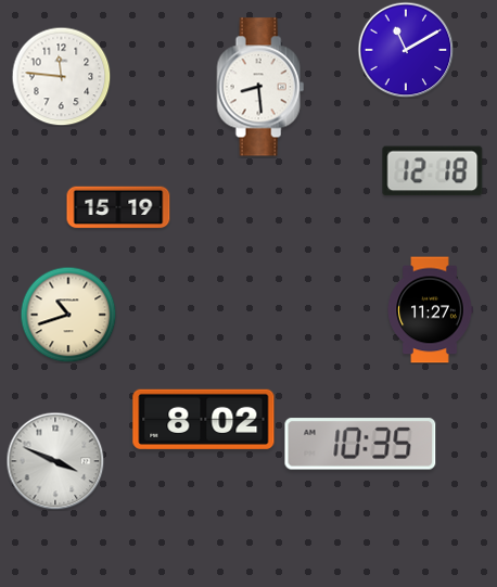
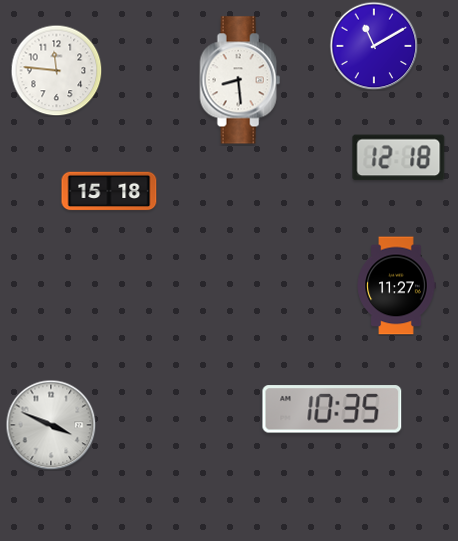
clock at (118, 207): 15:19 -> 15:18
clock at (68, 315): 10:42 -> none
clock at (204, 419): 8:02 -> none
